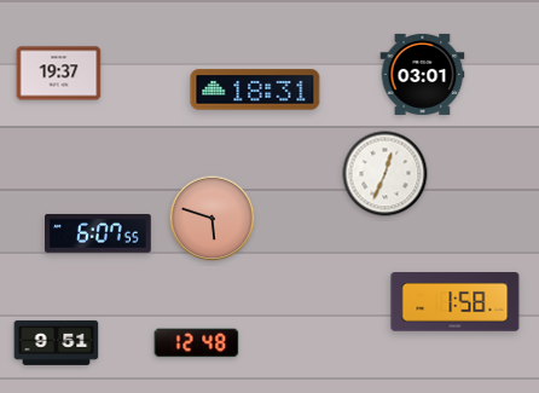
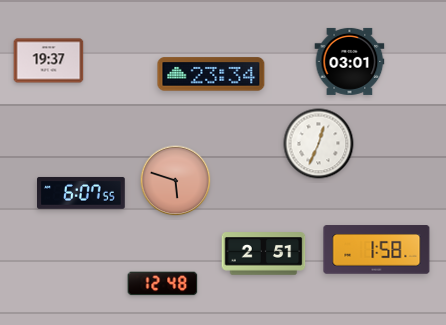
clock at (255, 89): 18:31 -> 23:34
clock at (264, 254): none -> 2:51
clock at (57, 342): 9:51 -> none
